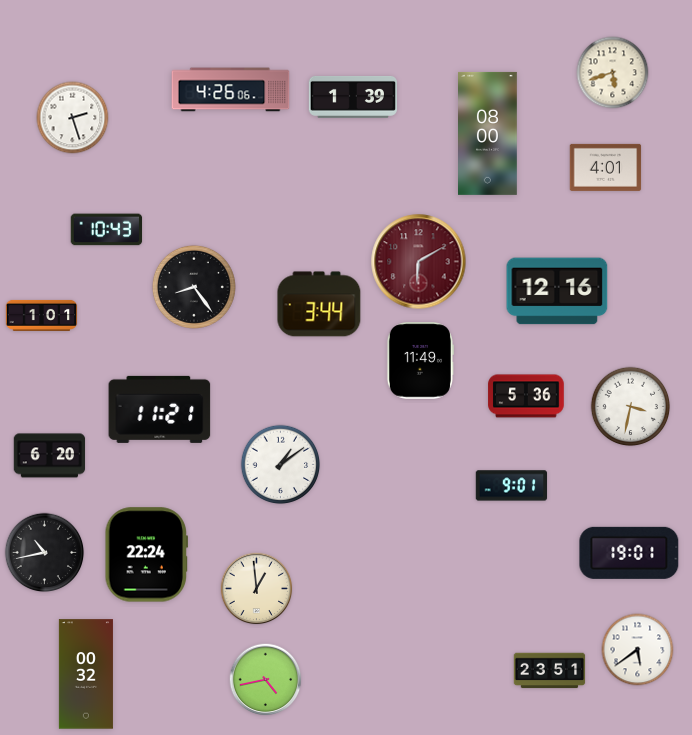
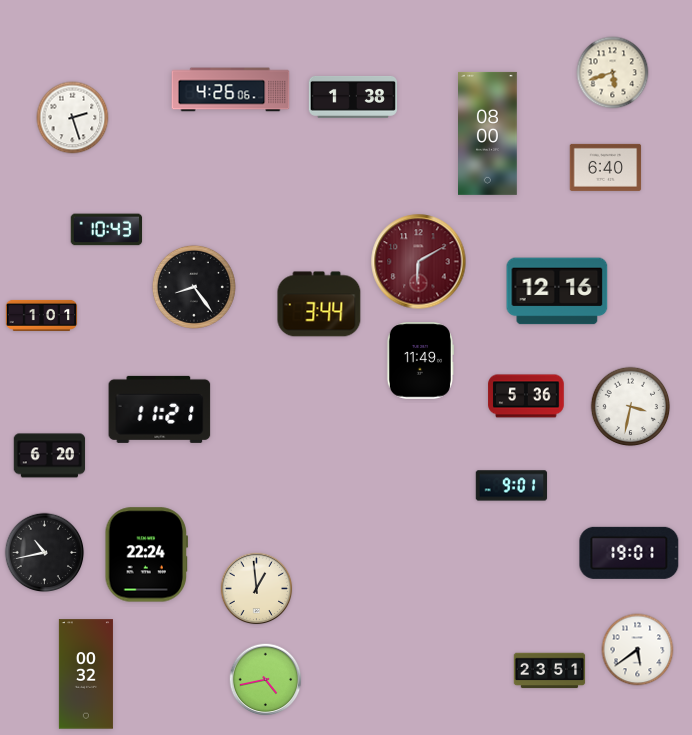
clock at (352, 97): 1:39 -> 1:38
clock at (606, 167): 4:01 -> 6:40
clock at (281, 465): 1:09 -> none
